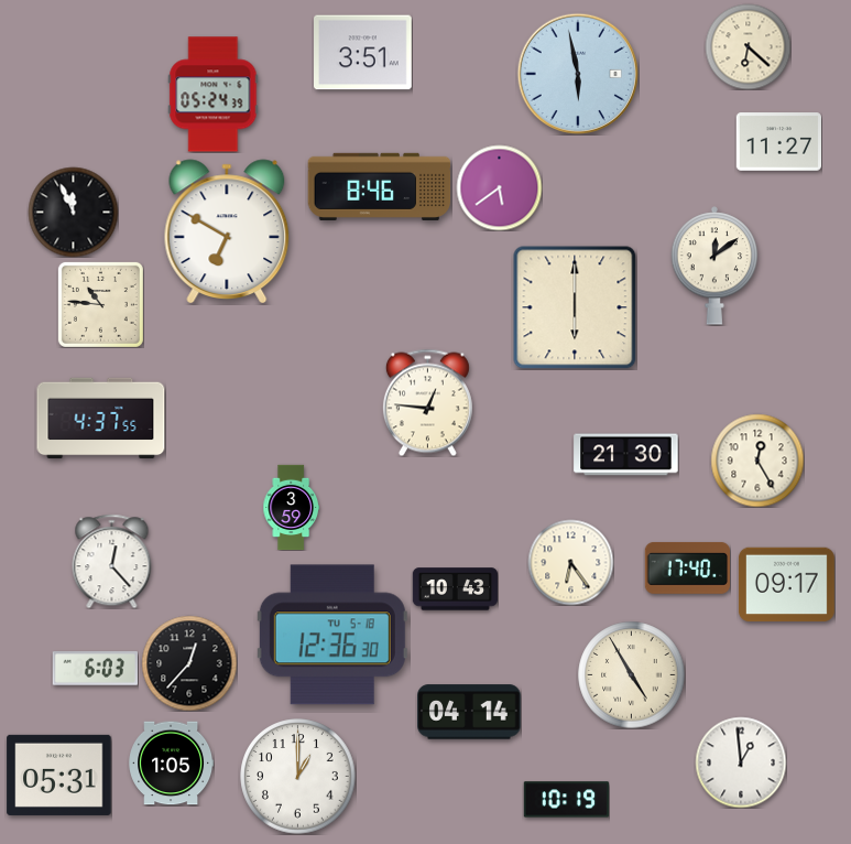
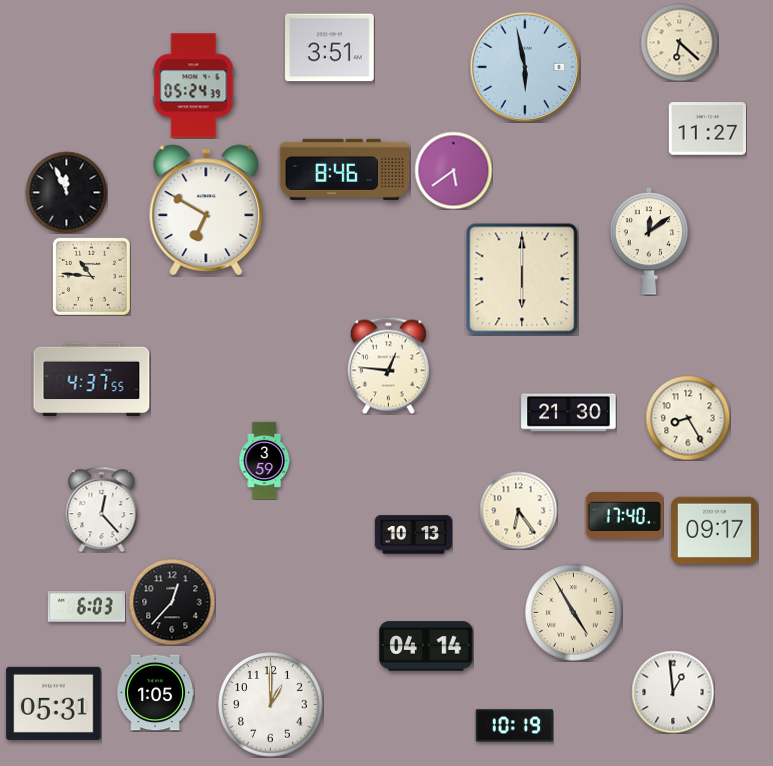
clock at (757, 461): 12:25 -> 8:25
clock at (455, 589): 10:43 -> 10:13
clock at (332, 635): 12:36 -> none
